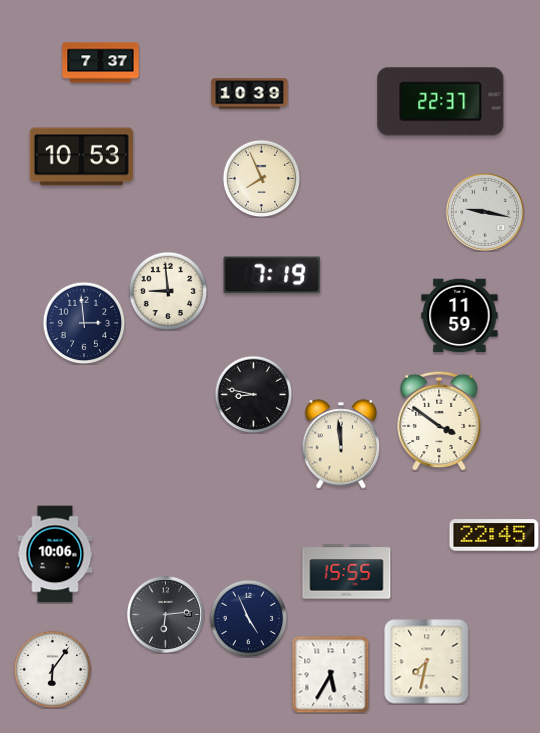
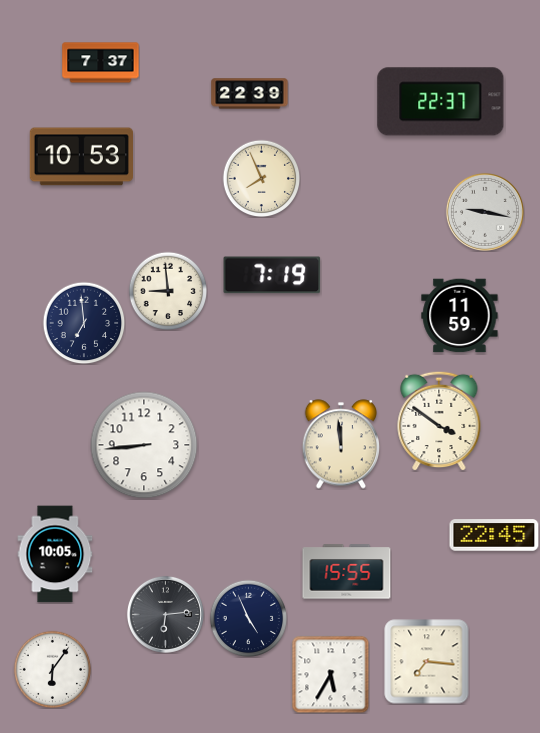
clock at (250, 94): 10:39 -> 22:39
clock at (84, 323): 2:59 -> 6:59
clock at (253, 394): 8:47 -> none
clock at (144, 445): none -> 8:44
clock at (55, 554): 10:06 -> 10:05
clock at (427, 662): 7:32 -> 7:16
